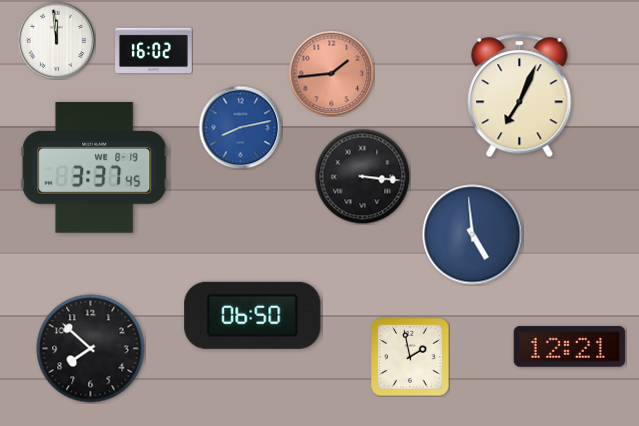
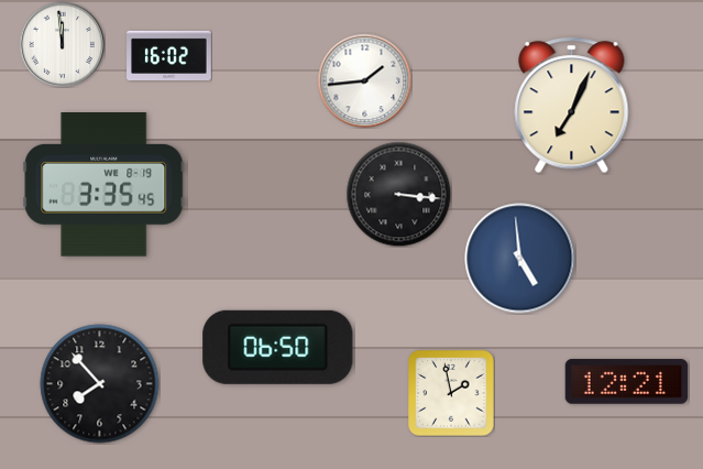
clock at (331, 73) dial: salmon -> white
clock at (240, 127): 8:13 -> none
clock at (95, 168): 3:37 -> 3:35
clock at (91, 349): 7:52 -> 7:53
